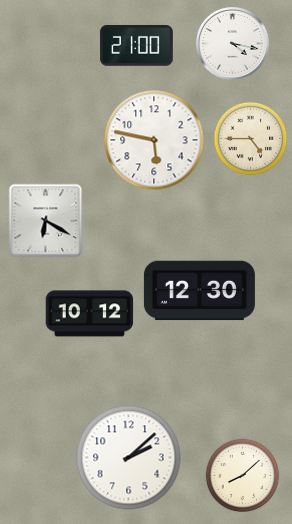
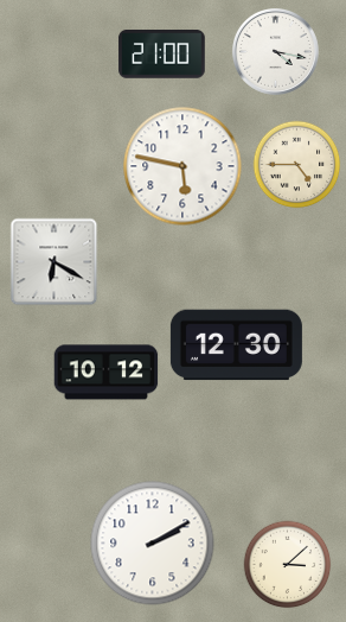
clock at (129, 458): 2:08 -> 2:10
clock at (243, 476): 8:08 -> 3:08
